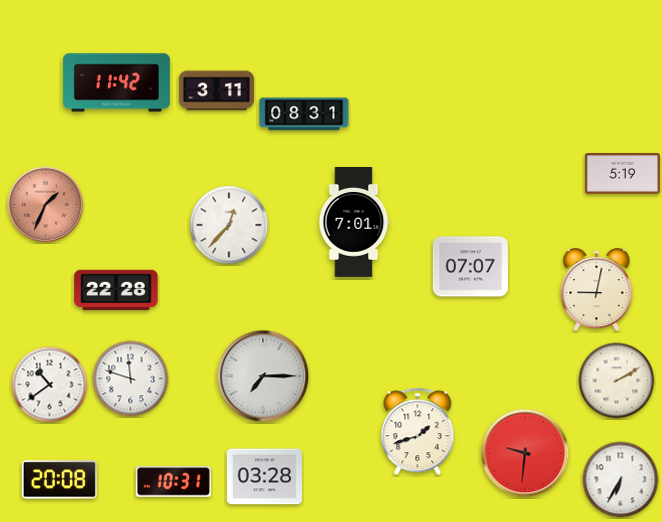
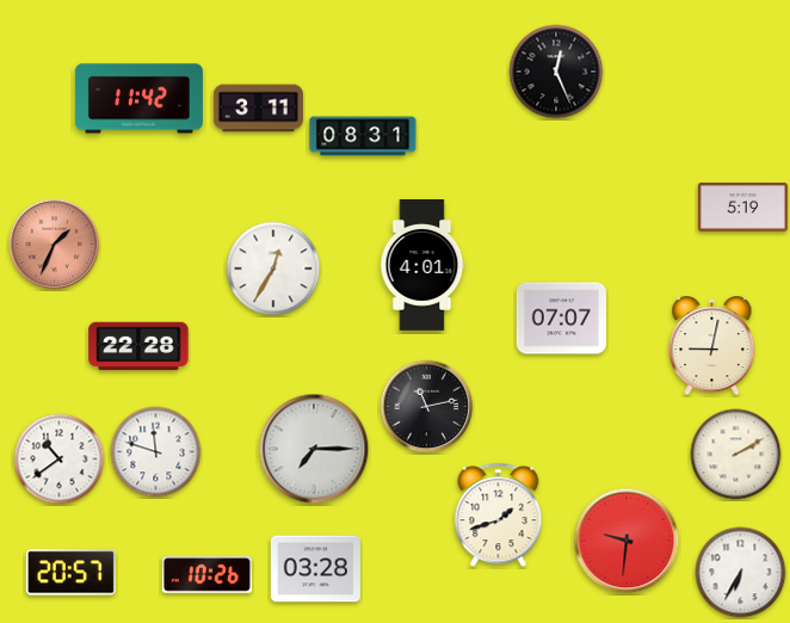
clock at (556, 72): none -> 12:26
clock at (354, 223): 7:01 -> 4:01
clock at (229, 225): 12:37 -> 12:35
clock at (427, 407): none -> 11:13
clock at (59, 480): 20:08 -> 20:57
clock at (173, 482): 10:31 -> 10:26
